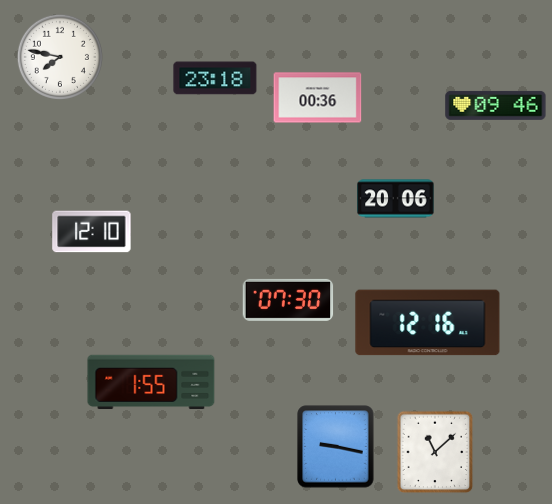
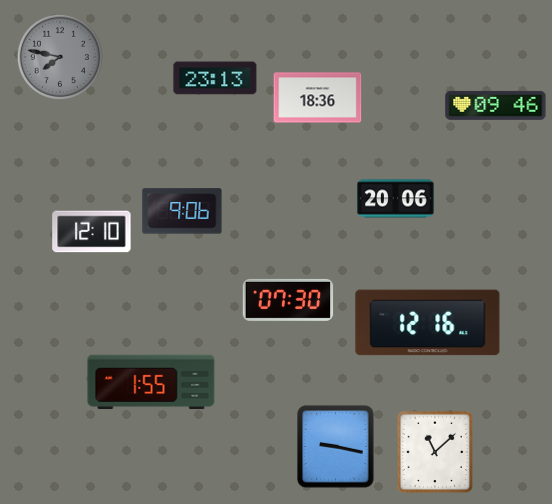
clock at (60, 57) dial: white -> grey
clock at (215, 78): 23:18 -> 23:13
clock at (318, 98): 00:36 -> 18:36
clock at (182, 211): none -> 9:06
